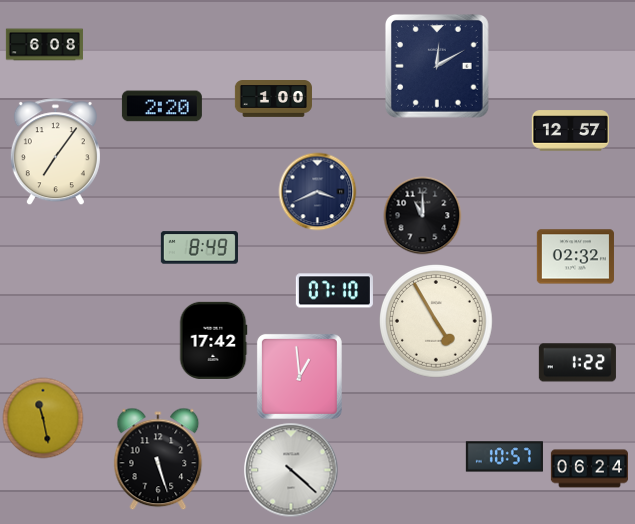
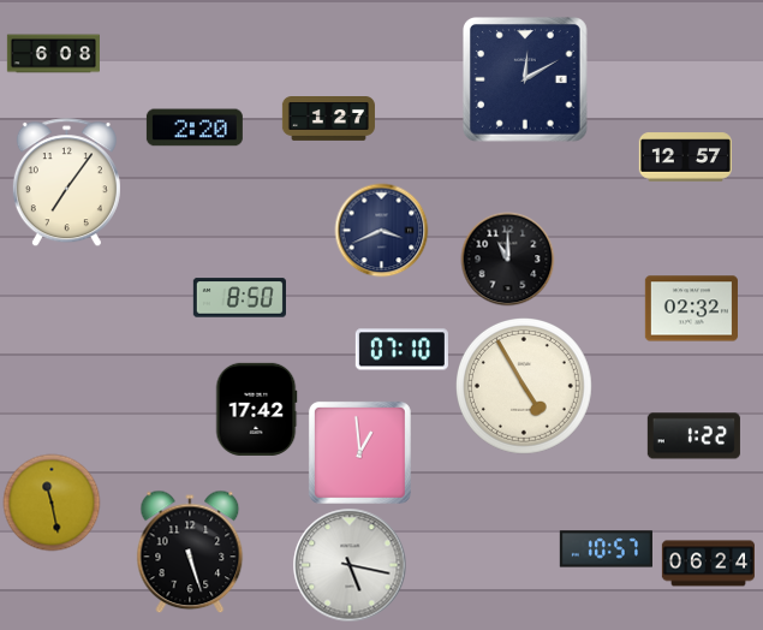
clock at (273, 99): 1:00 -> 1:27
clock at (199, 248): 8:49 -> 8:50
clock at (291, 470): 4:22 -> 5:17
